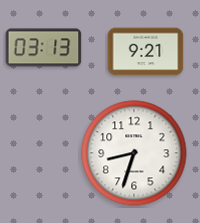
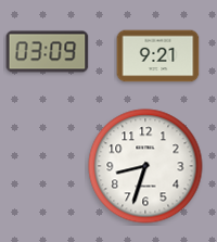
clock at (44, 48): 03:13 -> 03:09
